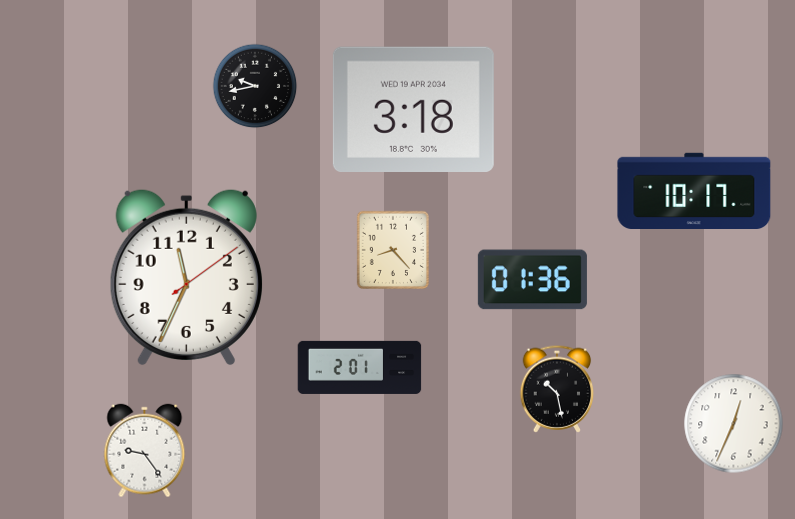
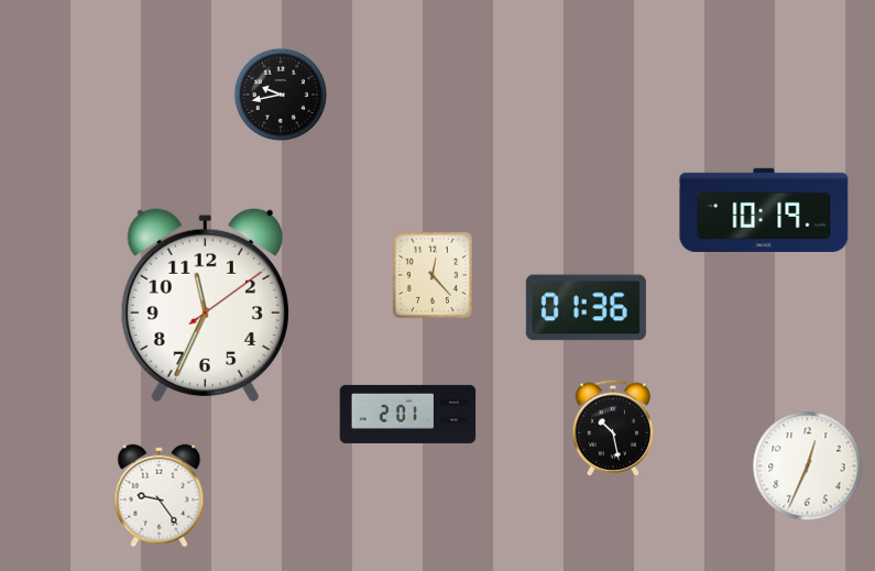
clock at (413, 109): 3:18 -> none
clock at (694, 190): 10:17 -> 10:19
clock at (393, 249): 8:23 -> 12:23
clock at (360, 367) position: (360, 367) -> (408, 414)
